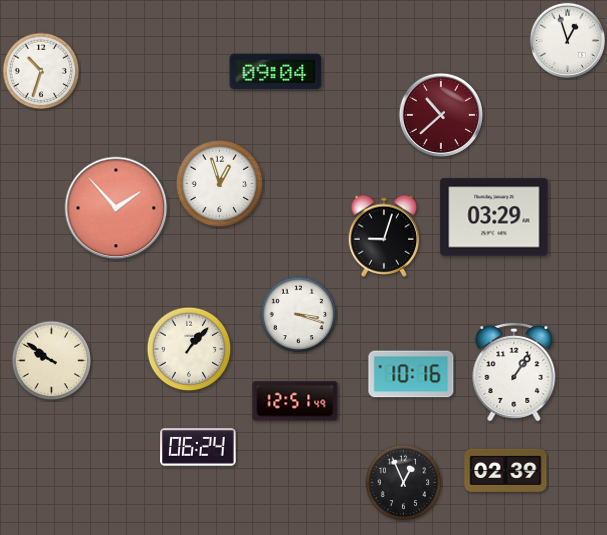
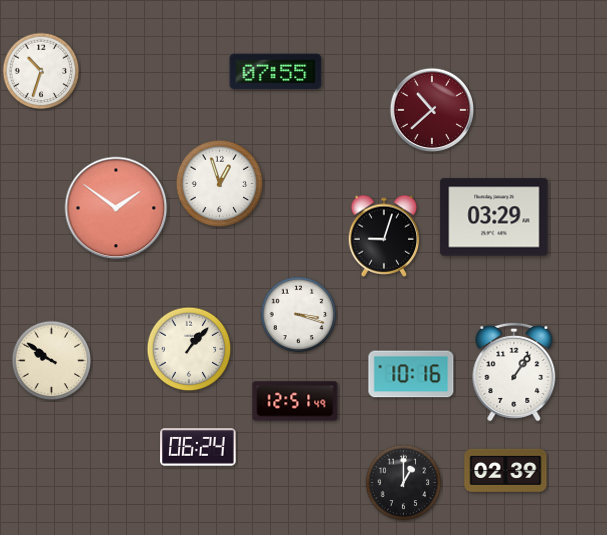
clock at (567, 40): 12:57 -> none
clock at (276, 72): 09:04 -> 07:55
clock at (441, 115) position: (441, 115) -> (432, 110)
clock at (116, 208): 1:53 -> 1:51
clock at (404, 483): 12:56 -> 1:00
